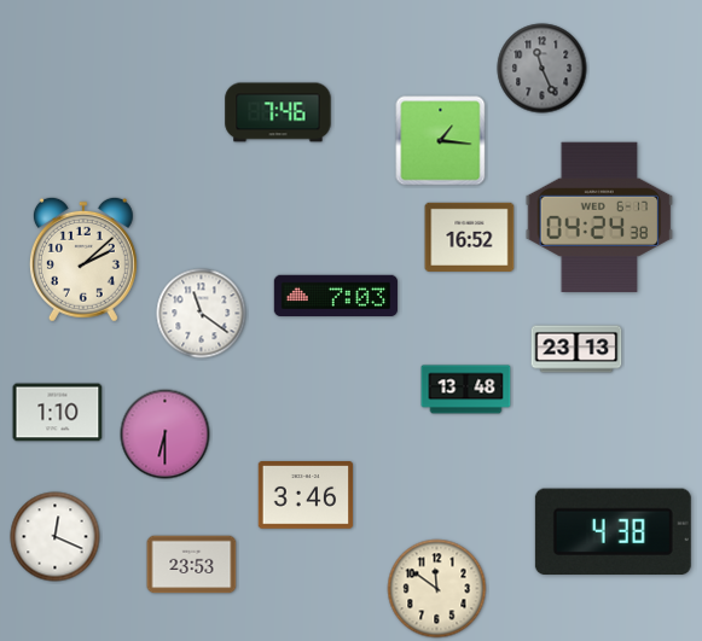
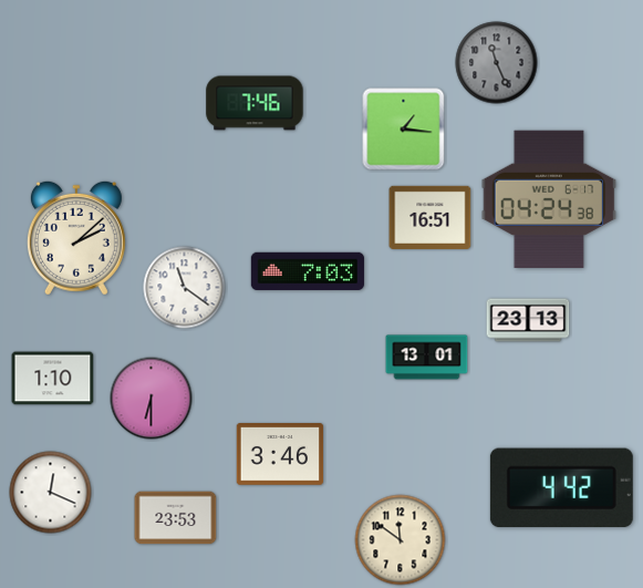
clock at (470, 237): 16:52 -> 16:51
clock at (466, 390): 13:48 -> 13:01
clock at (613, 532): 4:38 -> 4:42
